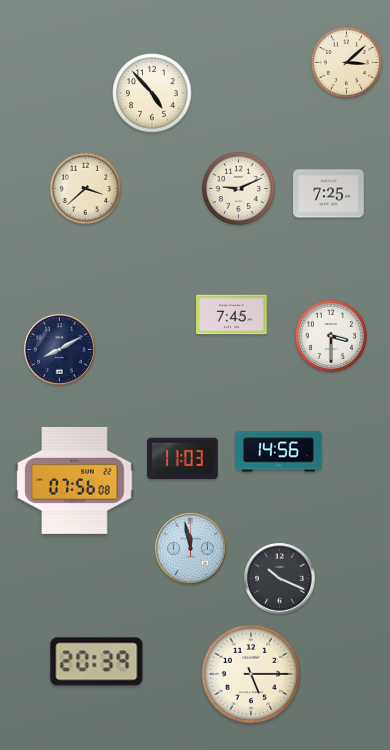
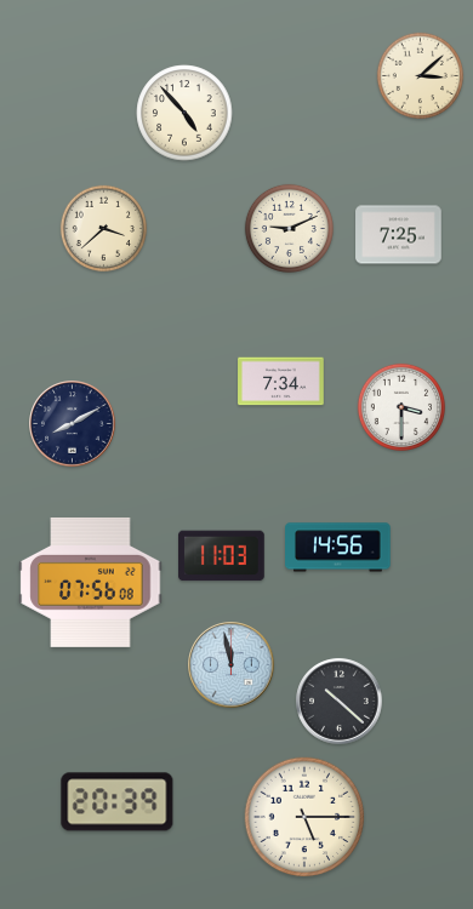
clock at (232, 315): 7:45 -> 7:34
clock at (280, 579): 10:19 -> 10:22
